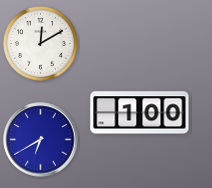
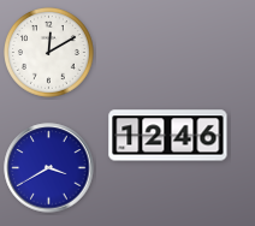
clock at (140, 113): 1:00 -> 12:46
clock at (41, 140): 6:40 -> 3:40
